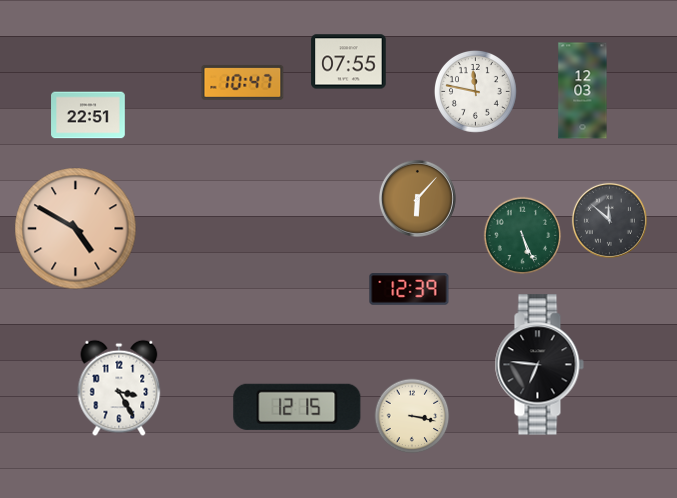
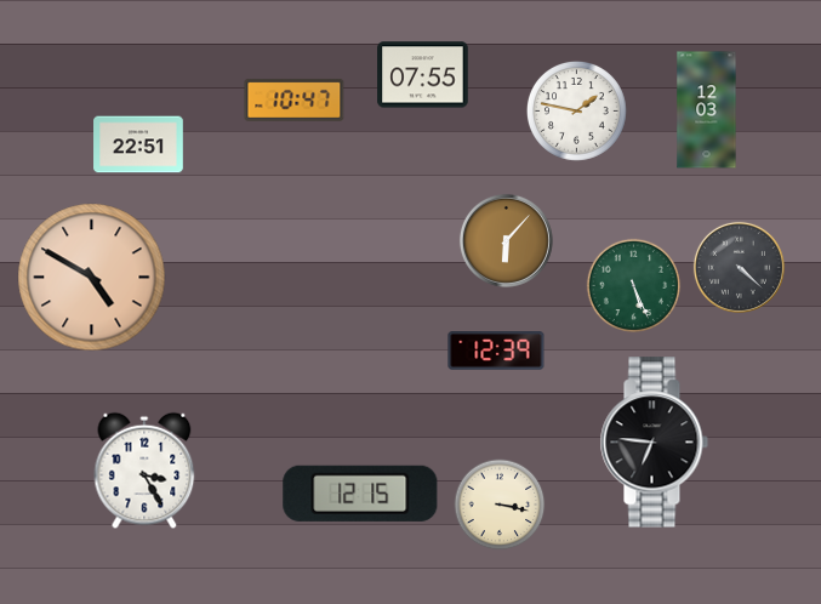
clock at (475, 91): 11:47 -> 1:47
clock at (88, 115) position: (88, 115) -> (138, 144)
clock at (609, 220): 11:52 -> 4:22
